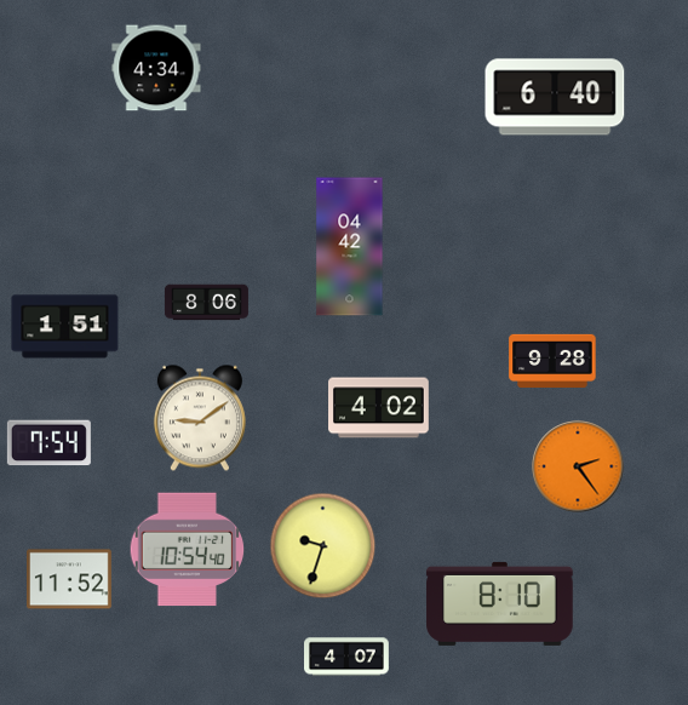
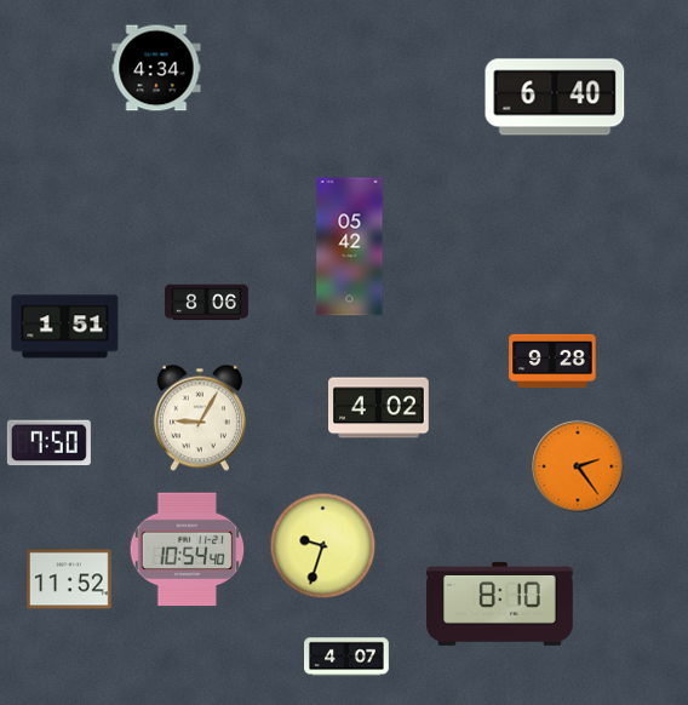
clock at (350, 247): 04:42 -> 05:42
clock at (200, 418): 9:09 -> 9:05
clock at (48, 443): 7:54 -> 7:50
